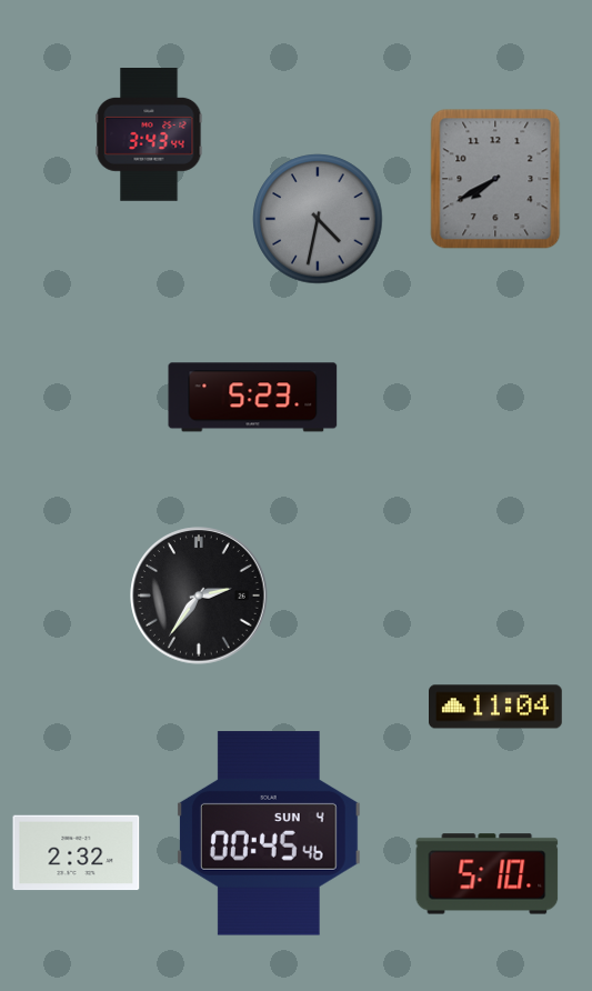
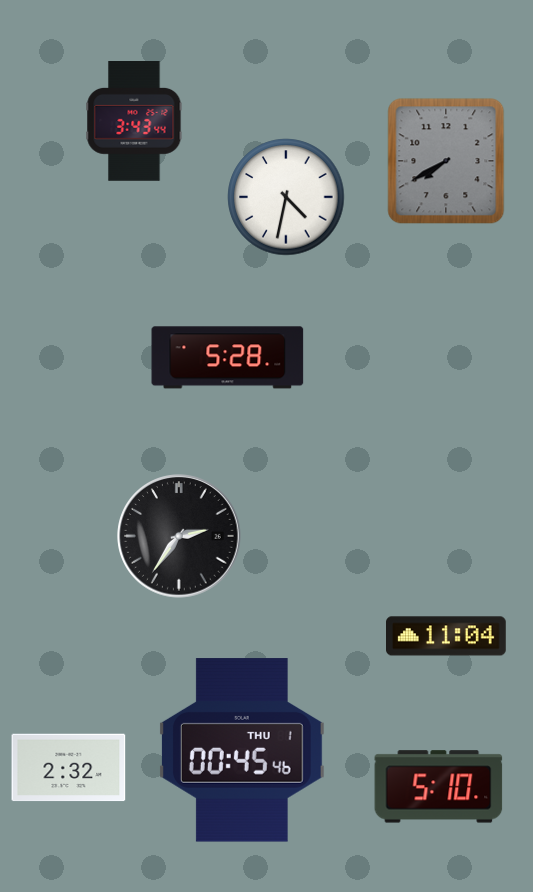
clock at (318, 219) dial: grey -> white
clock at (253, 398): 5:23 -> 5:28
clock at (269, 833) date: SUN 4 -> THU 1
